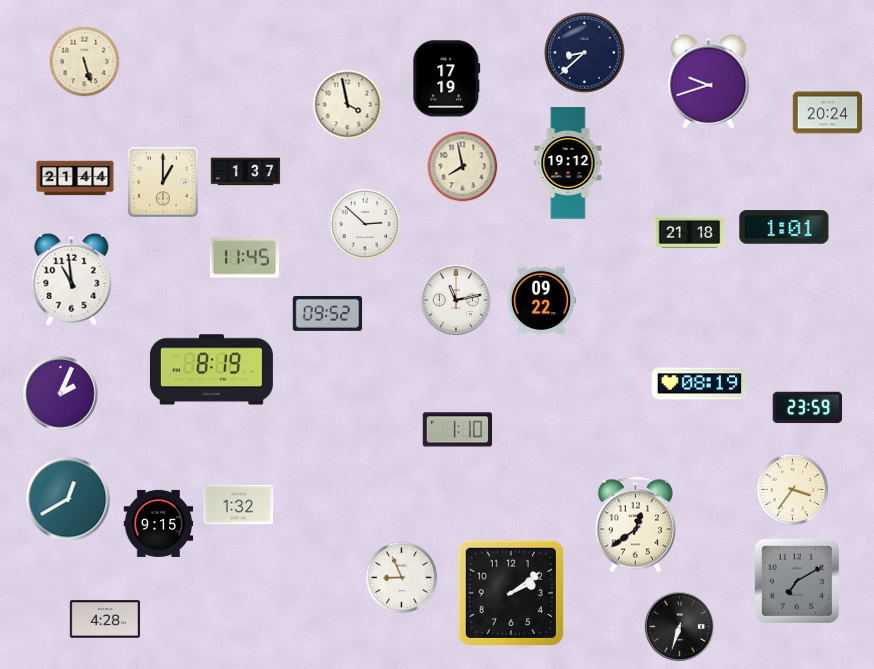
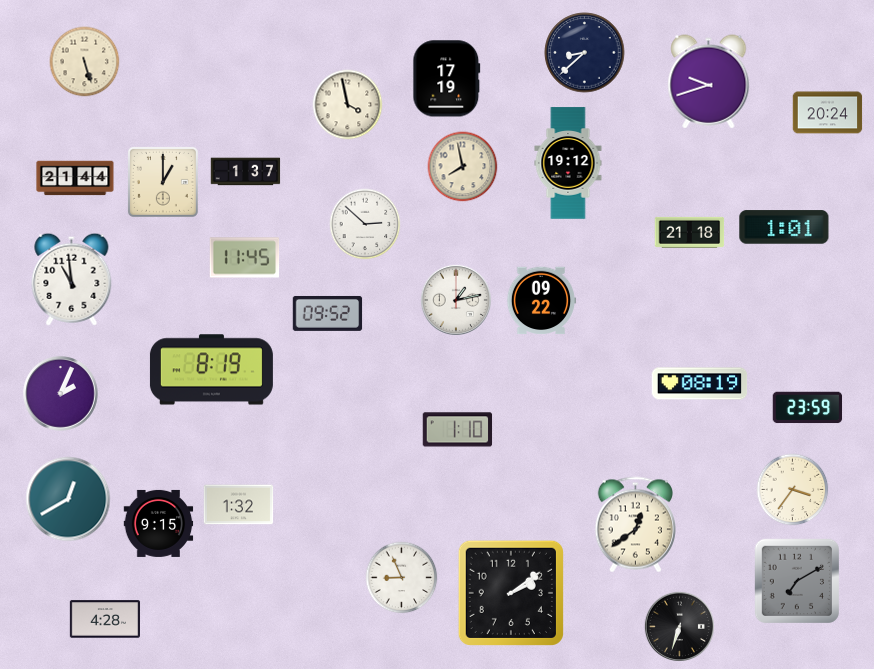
clock at (456, 300): 11:13 -> 1:13
